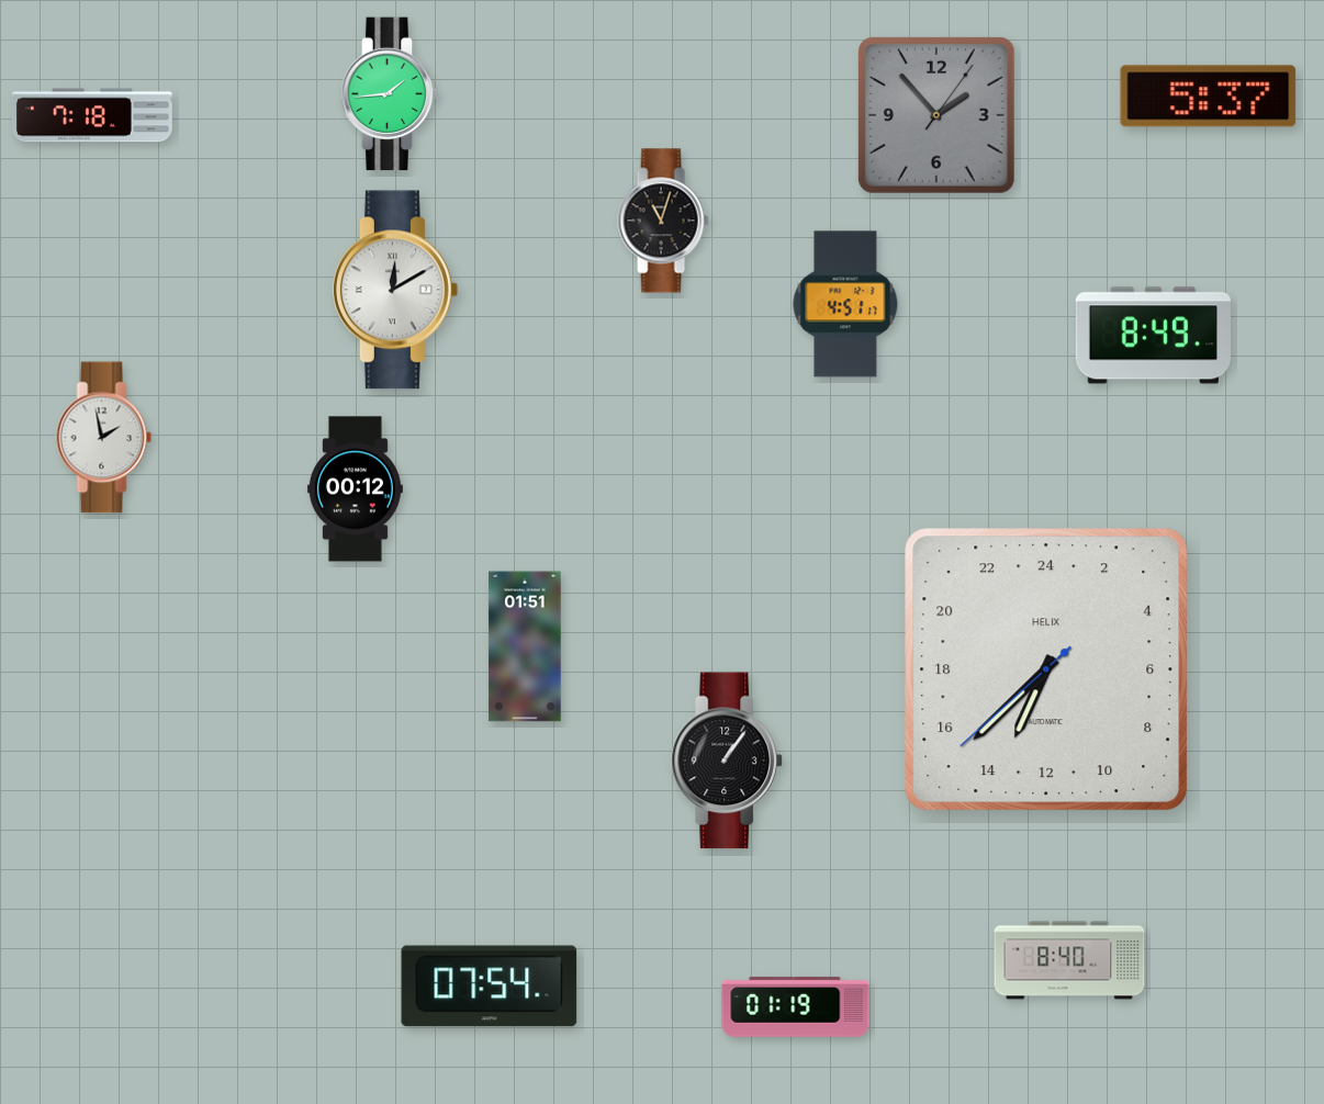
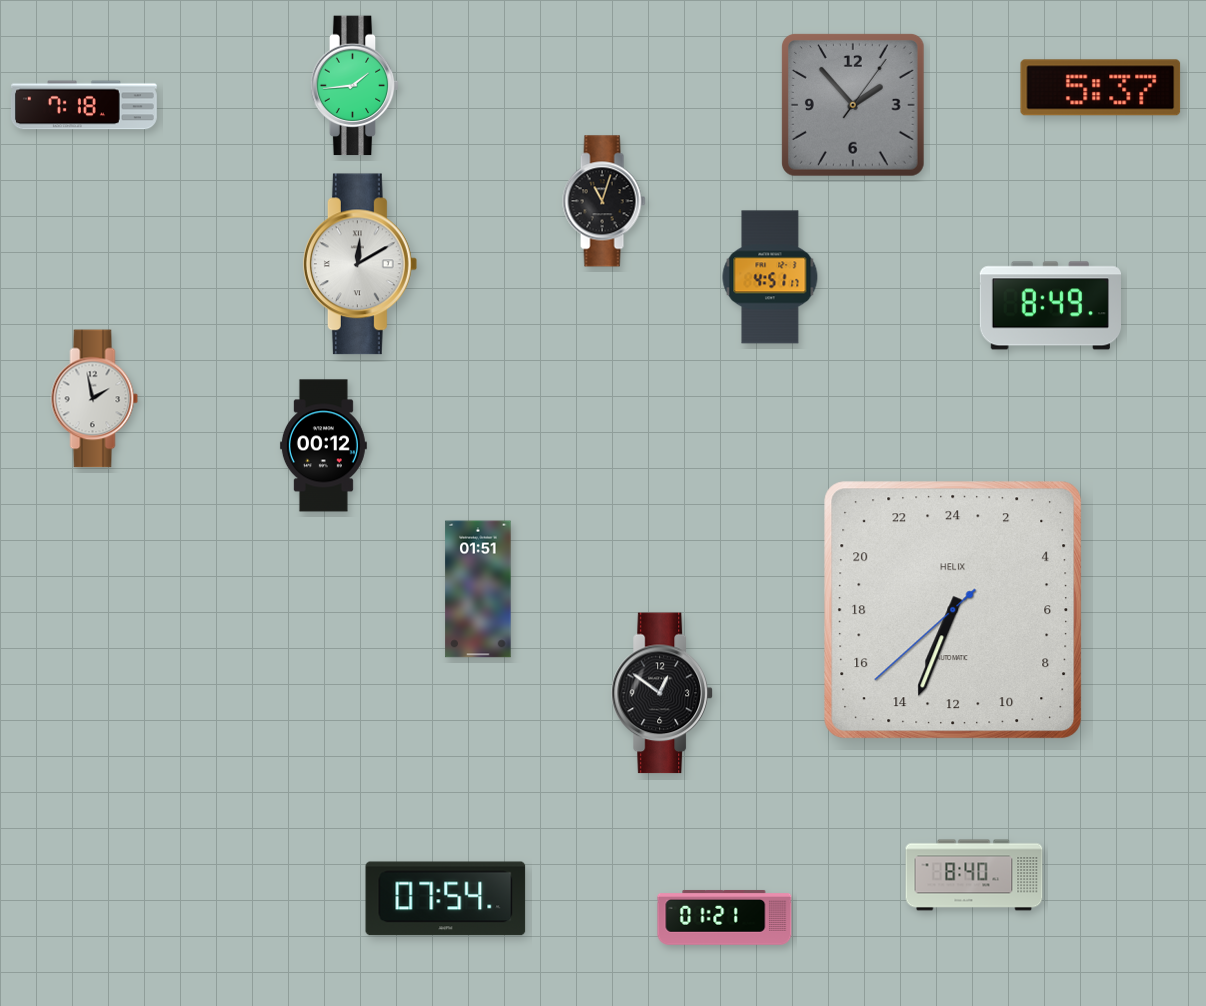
clock at (1046, 669): 13:37 -> 13:33
clock at (727, 761): 1:06 -> 12:51
clock at (796, 1006): 01:19 -> 01:21
